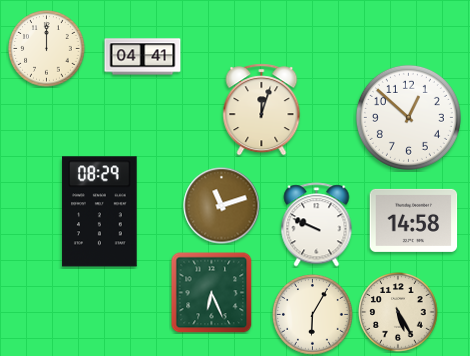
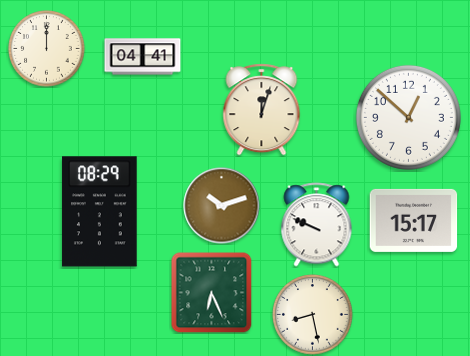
clock at (222, 206): 11:12 -> 10:12
clock at (414, 220): 14:58 -> 15:17
clock at (398, 312): 5:25 -> none
clock at (313, 315): 6:05 -> 8:28
